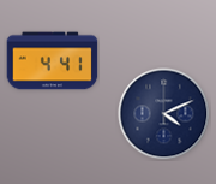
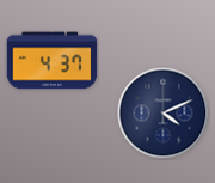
clock at (53, 61): 4:41 -> 4:37
